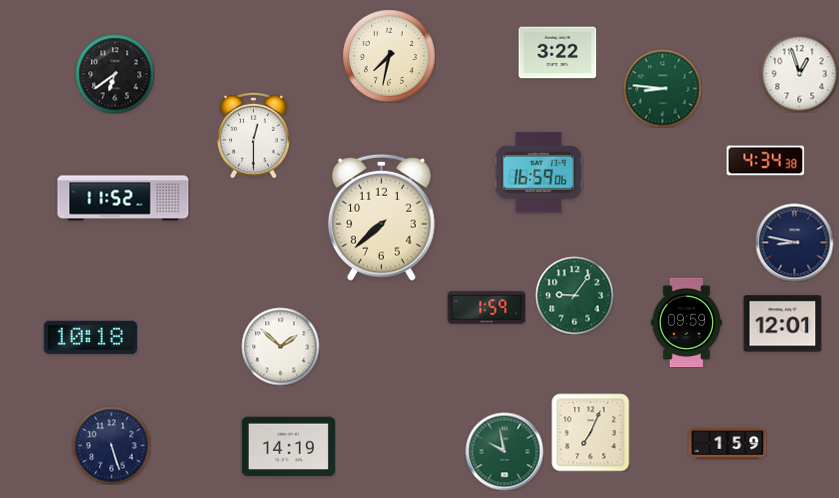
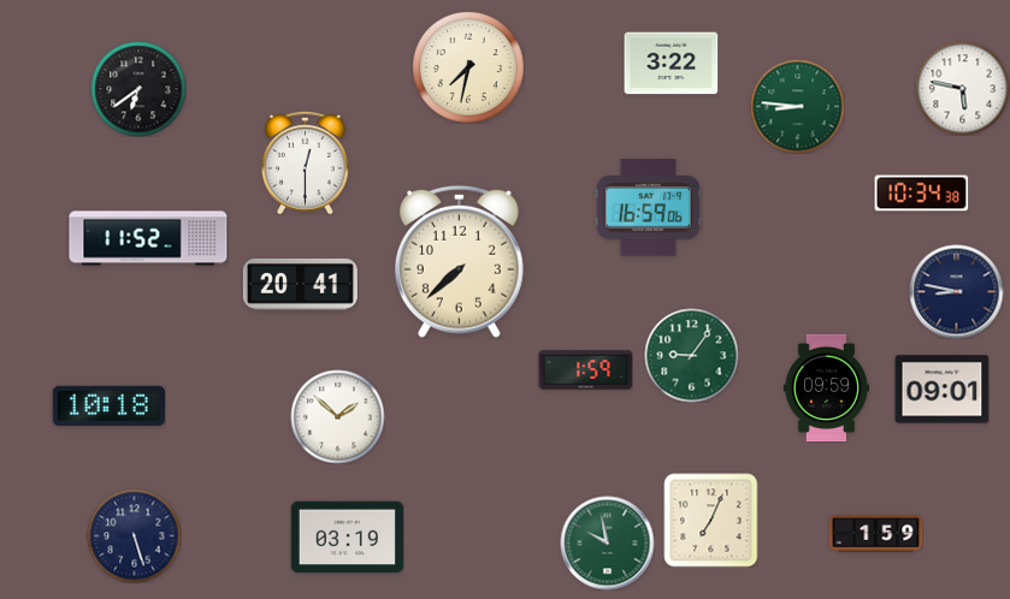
clock at (799, 73): 12:57 -> 5:47
clock at (765, 161): 4:34 -> 10:34
clock at (300, 284): none -> 20:41
clock at (782, 324): 12:01 -> 09:01
clock at (288, 447): 14:19 -> 03:19
